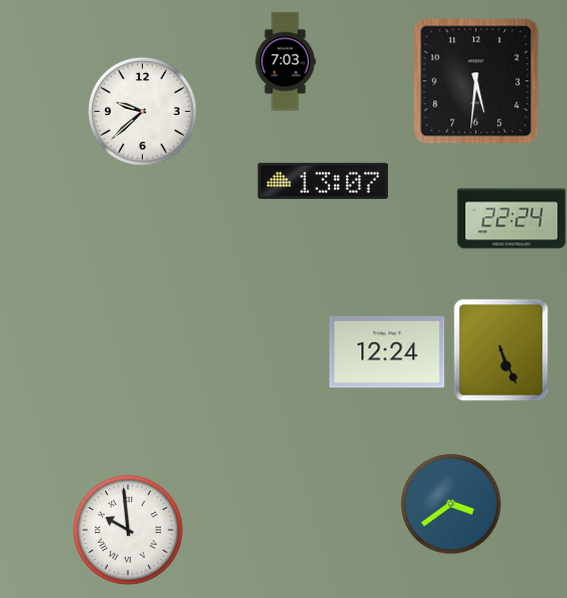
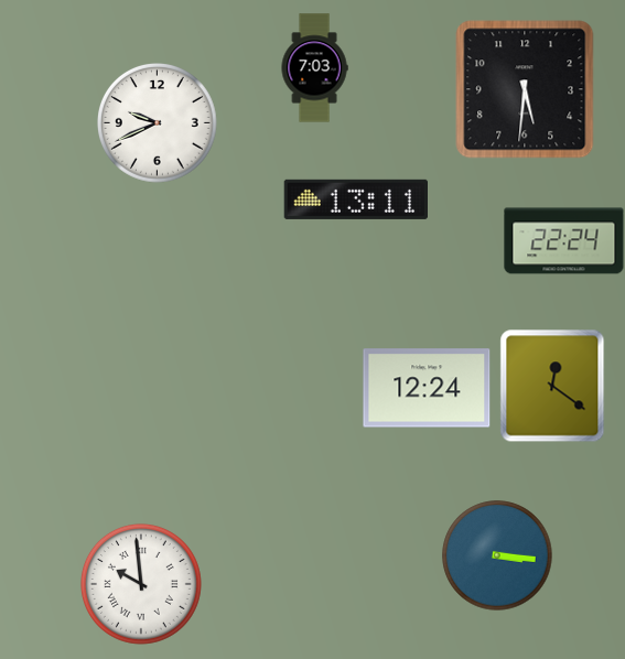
clock at (143, 112): 9:38 -> 9:41
clock at (322, 181): 13:07 -> 13:11
clock at (501, 350): 5:26 -> 12:21
clock at (451, 504): 3:39 -> 3:16
